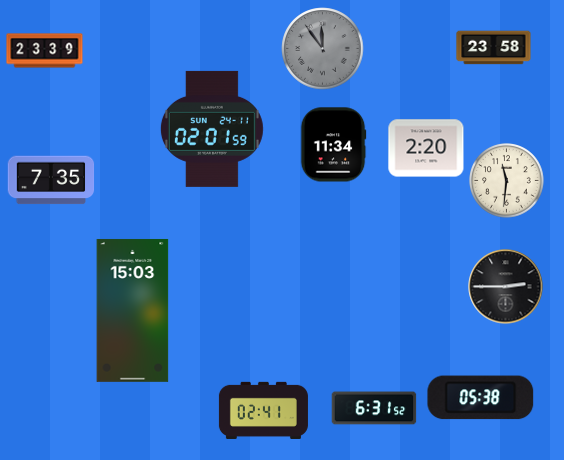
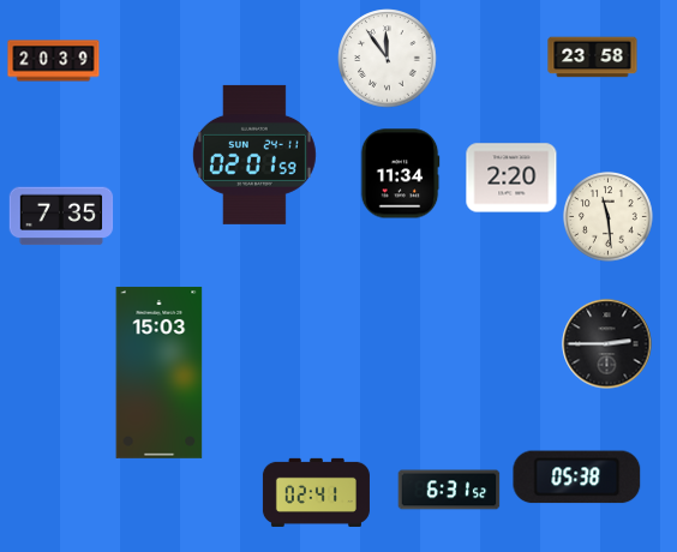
clock at (323, 49) dial: grey -> white
clock at (45, 51): 23:39 -> 20:39
clock at (507, 181): 11:31 -> 11:29
